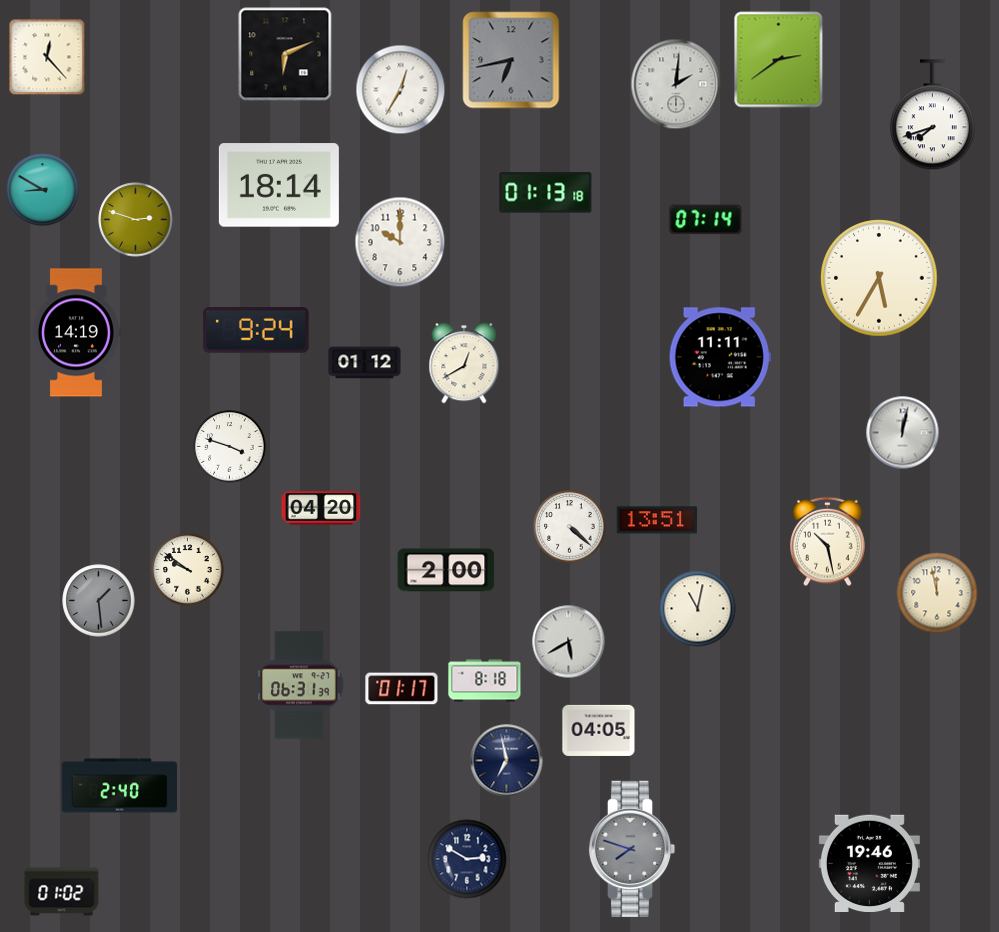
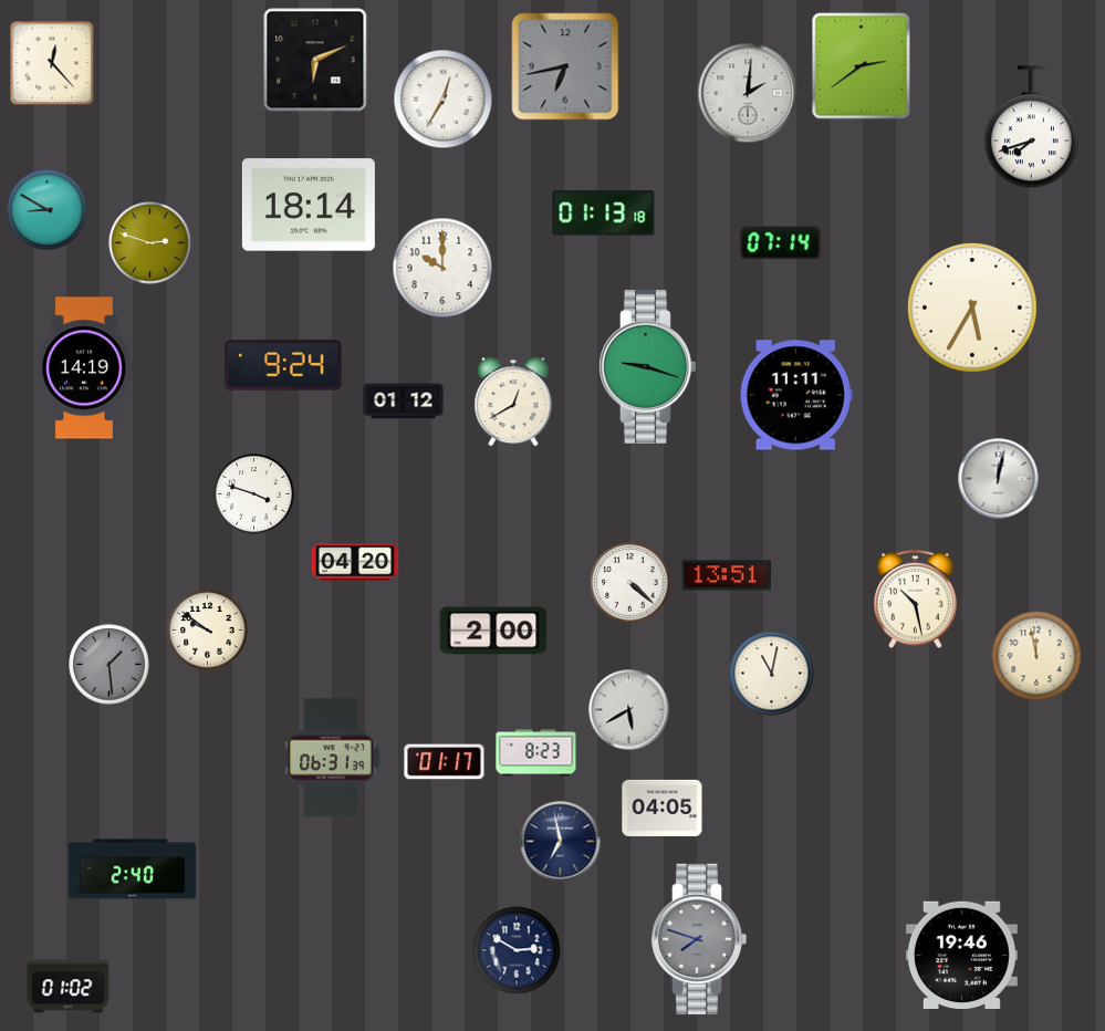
clock at (648, 366): none -> 9:18
clock at (485, 681): 8:18 -> 8:23
